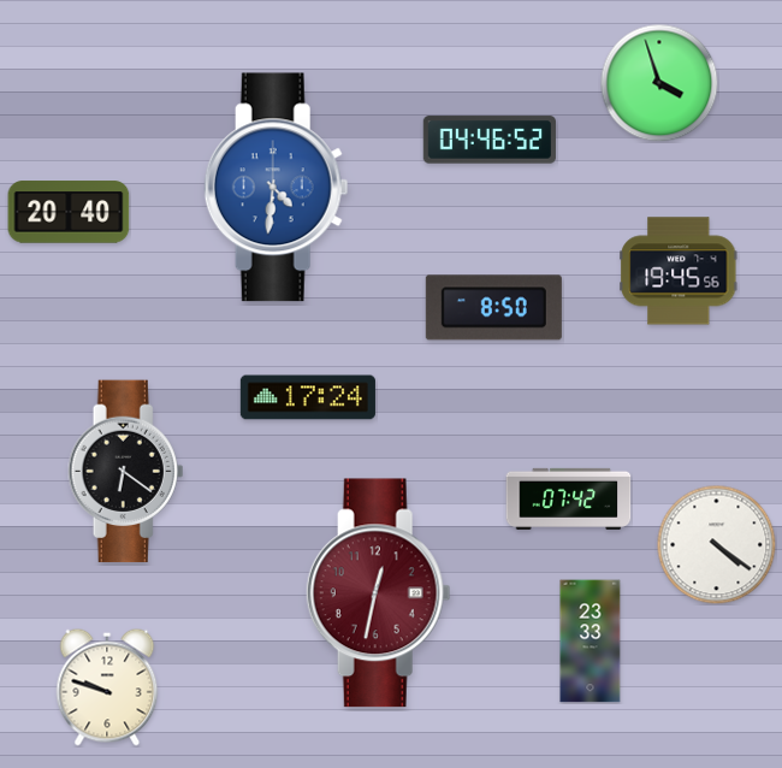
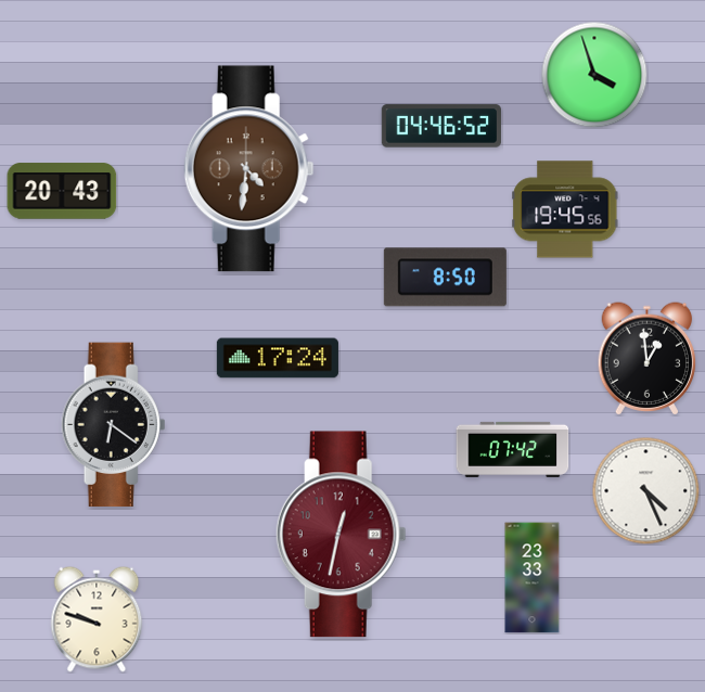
clock at (276, 188) dial: blue -> brown
clock at (69, 212): 20:40 -> 20:43
clock at (680, 271) position: (680, 271) -> (566, 209)
clock at (648, 359): none -> 12:59
clock at (717, 545): 4:21 -> 4:26
